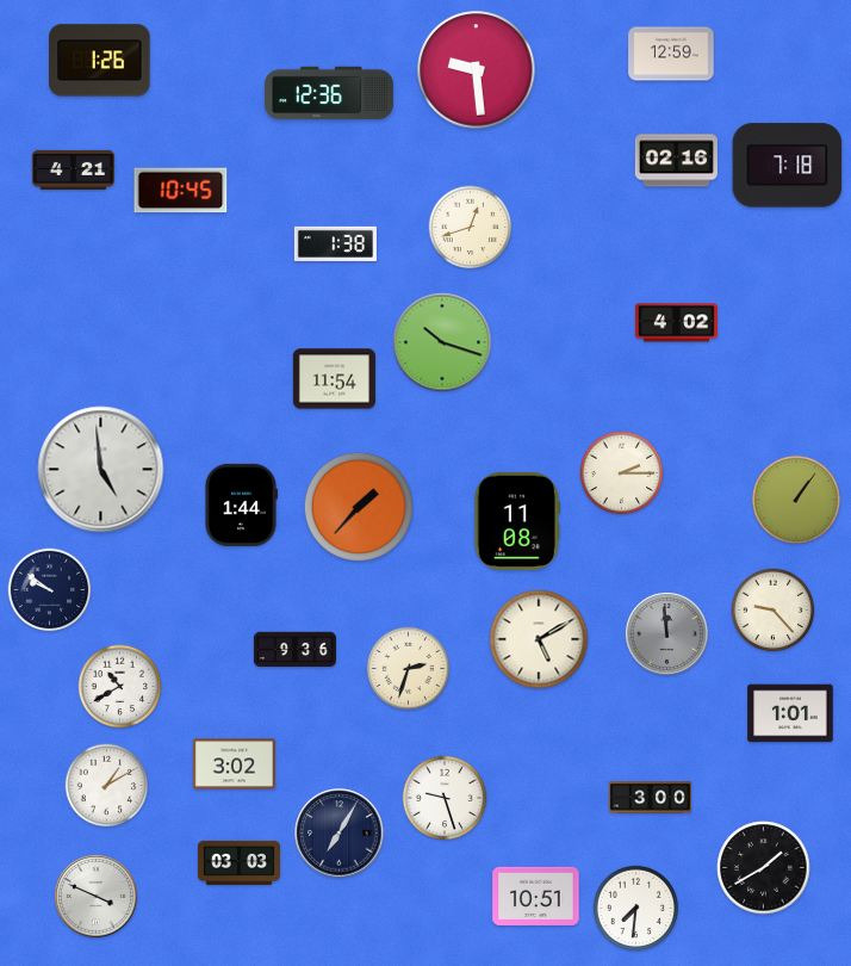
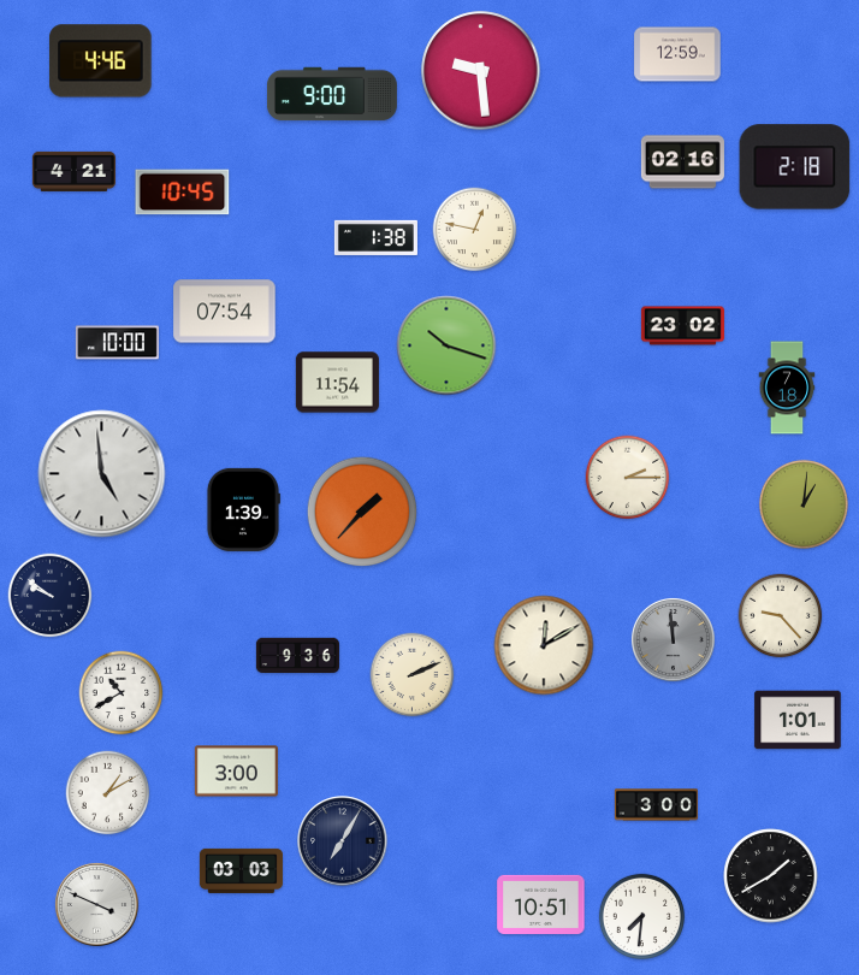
clock at (100, 61): 1:26 -> 4:46
clock at (329, 93): 12:36 -> 9:00
clock at (788, 166): 7:18 -> 2:18
clock at (471, 228): 12:42 -> 12:47
clock at (335, 243) position: (335, 243) -> (375, 237)
clock at (225, 312): none -> 07:54
clock at (676, 323): 4:02 -> 23:02
clock at (117, 343): none -> 10:00
clock at (787, 388): none -> 7:18
clock at (796, 500): 1:06 -> 1:01
clock at (241, 504): 1:44 -> 1:39
clock at (516, 521): 11:08 -> none
clock at (539, 639): 5:10 -> 12:10
clock at (409, 669): 2:33 -> 2:11
clock at (234, 764): 3:02 -> 3:00
clock at (445, 798): 9:27 -> none
